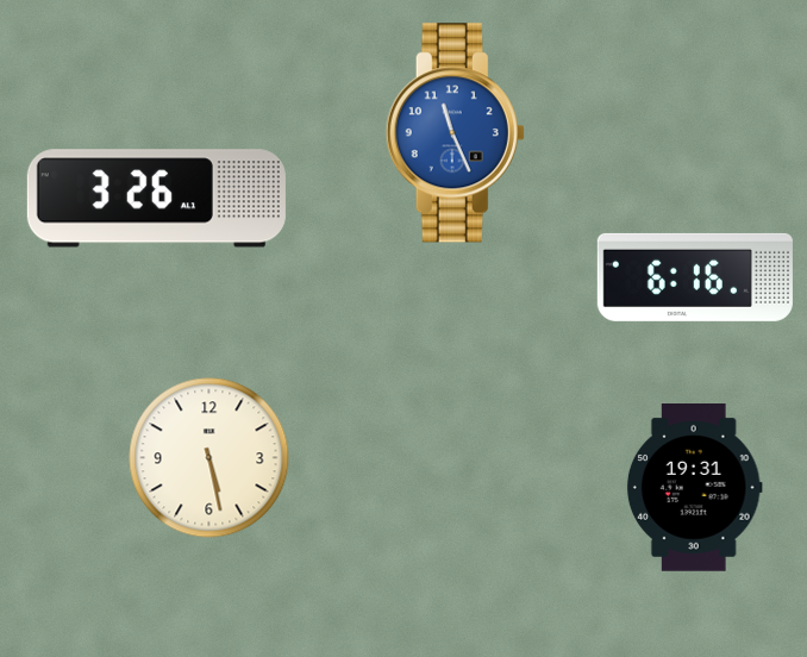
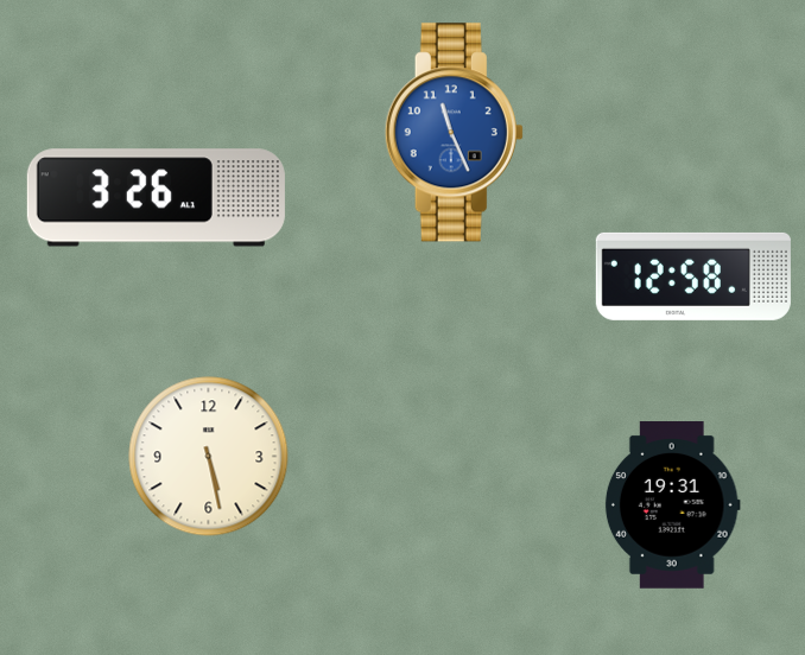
clock at (695, 277): 6:16 -> 12:58
clock at (694, 488) position: (694, 488) -> (672, 505)
